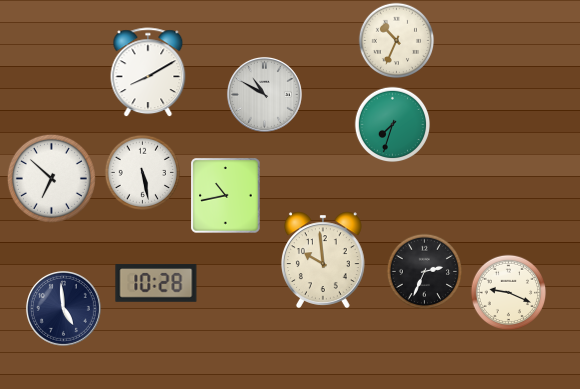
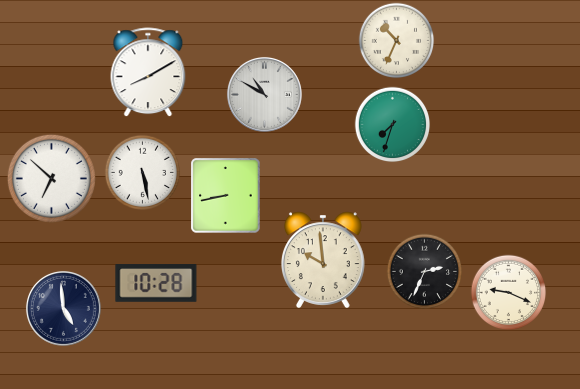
clock at (226, 196): 10:43 -> 8:43
